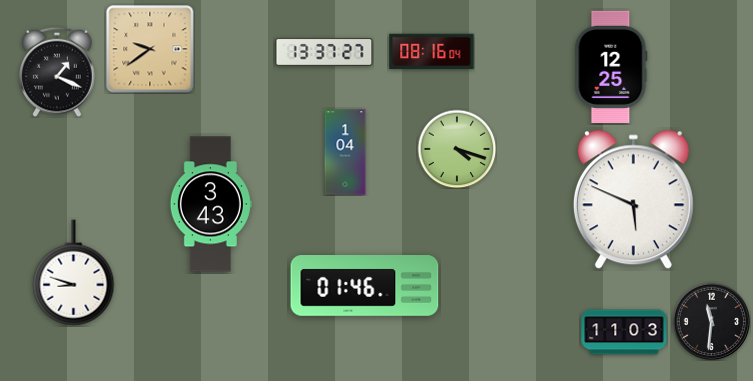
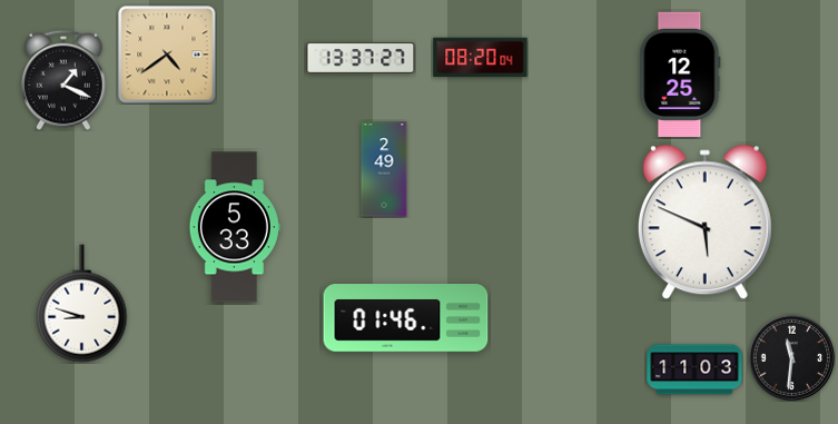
clock at (150, 49): 9:39 -> 4:39
clock at (432, 52): 08:16 -> 08:20
clock at (457, 149): 4:18 -> none
clock at (345, 152): 1:04 -> 2:49
clock at (211, 204): 3:43 -> 5:33
